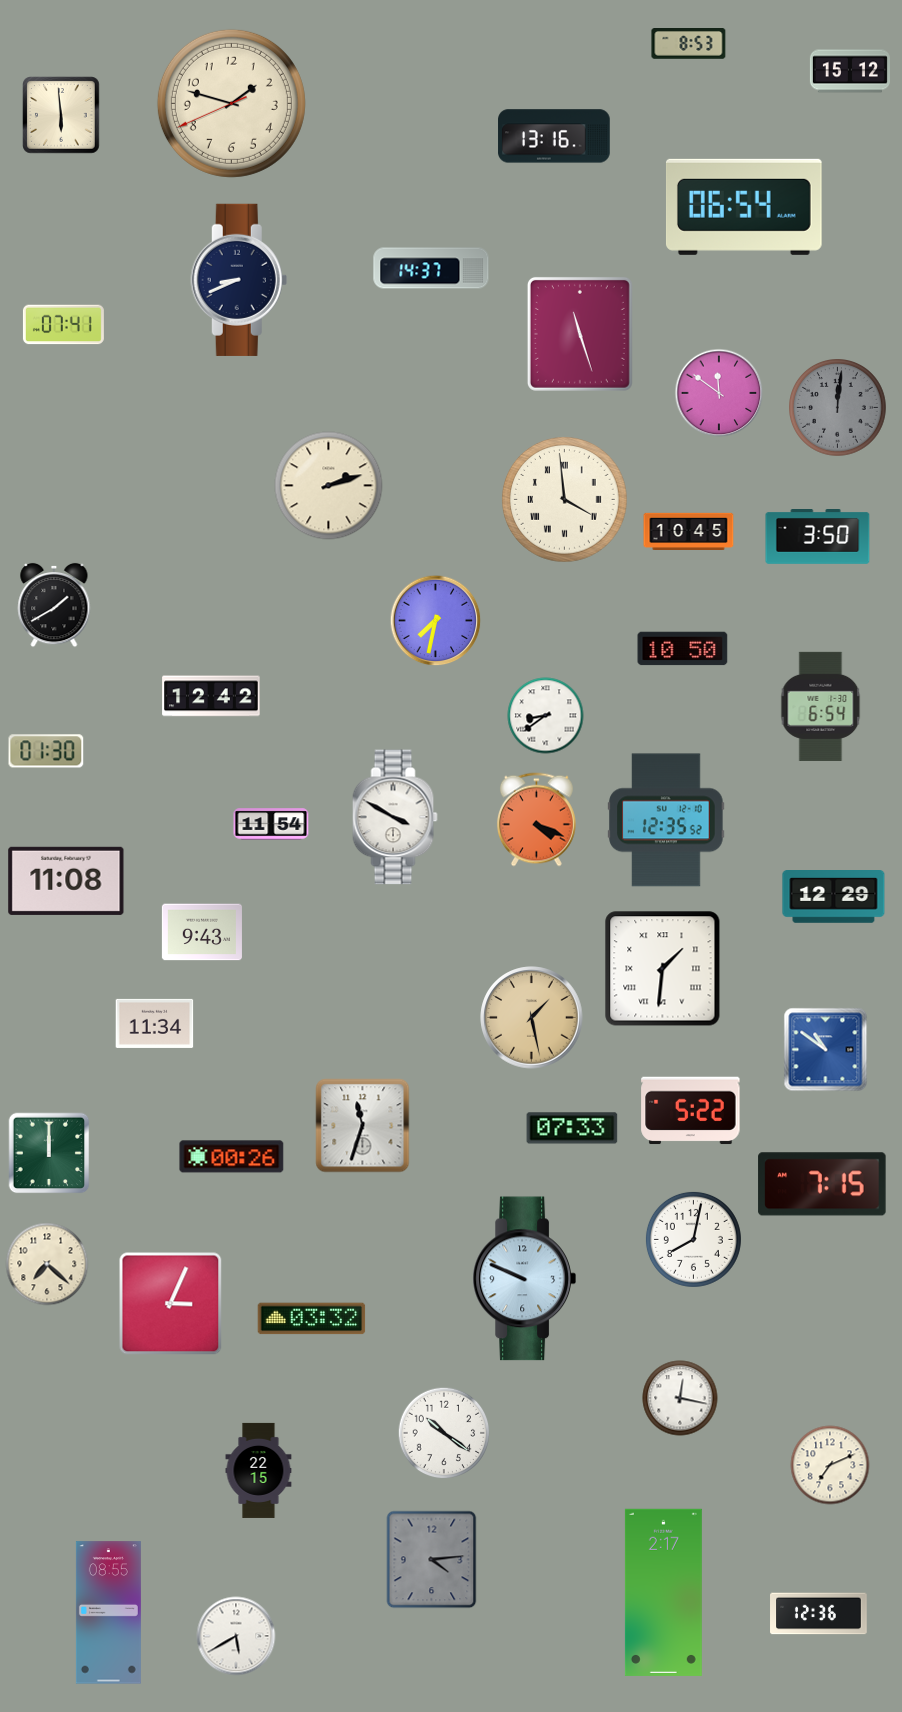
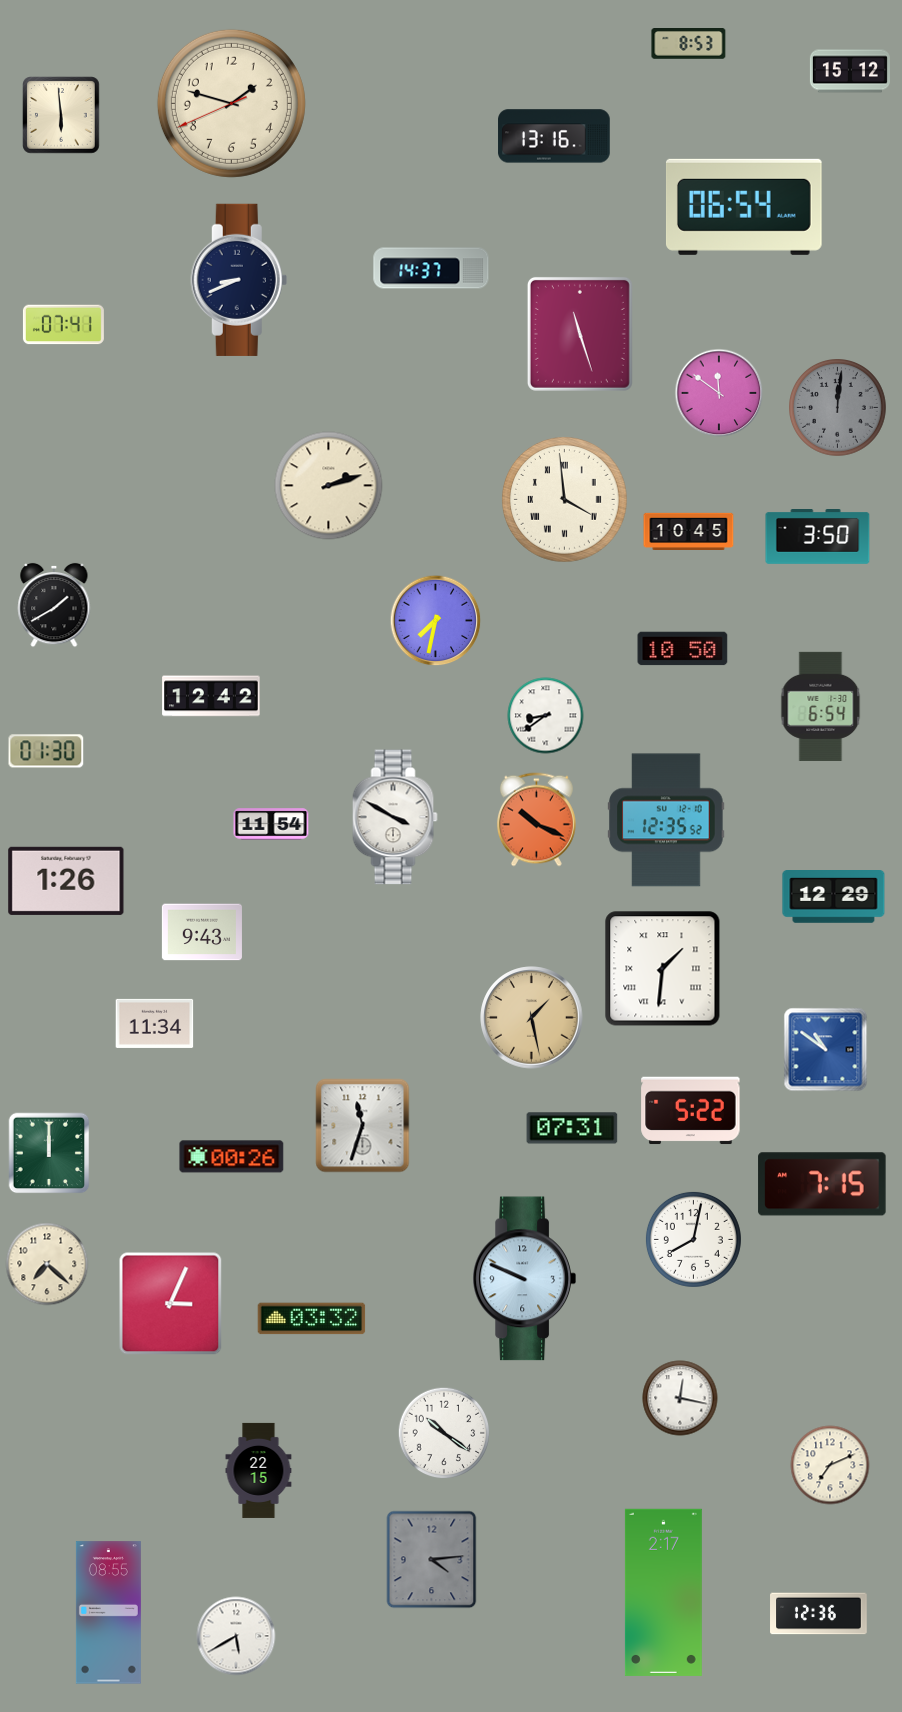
clock at (536, 820): 4:19 -> 10:19
clock at (66, 881): 11:08 -> 1:26
clock at (572, 1128): 07:33 -> 07:31
